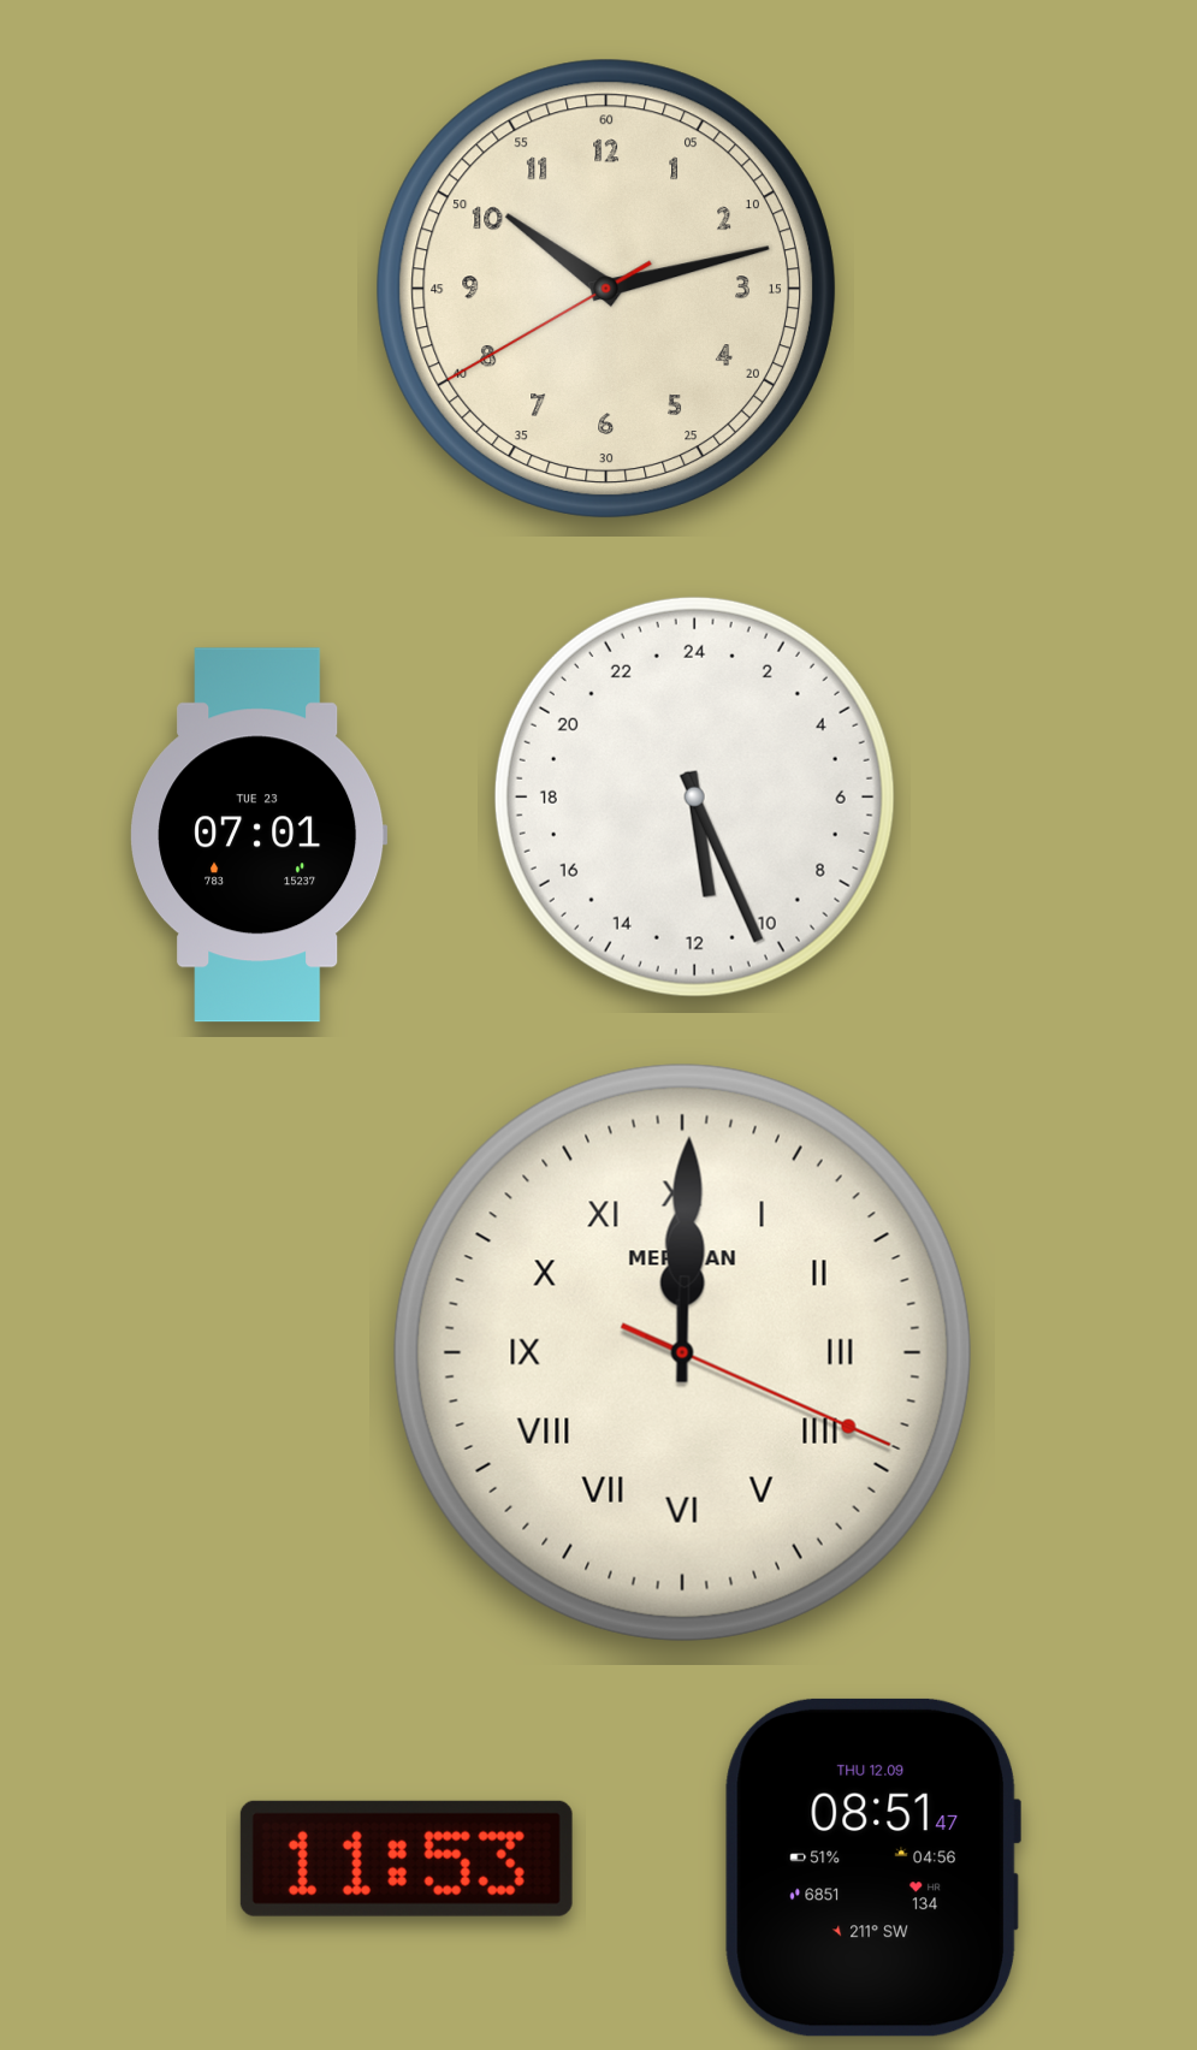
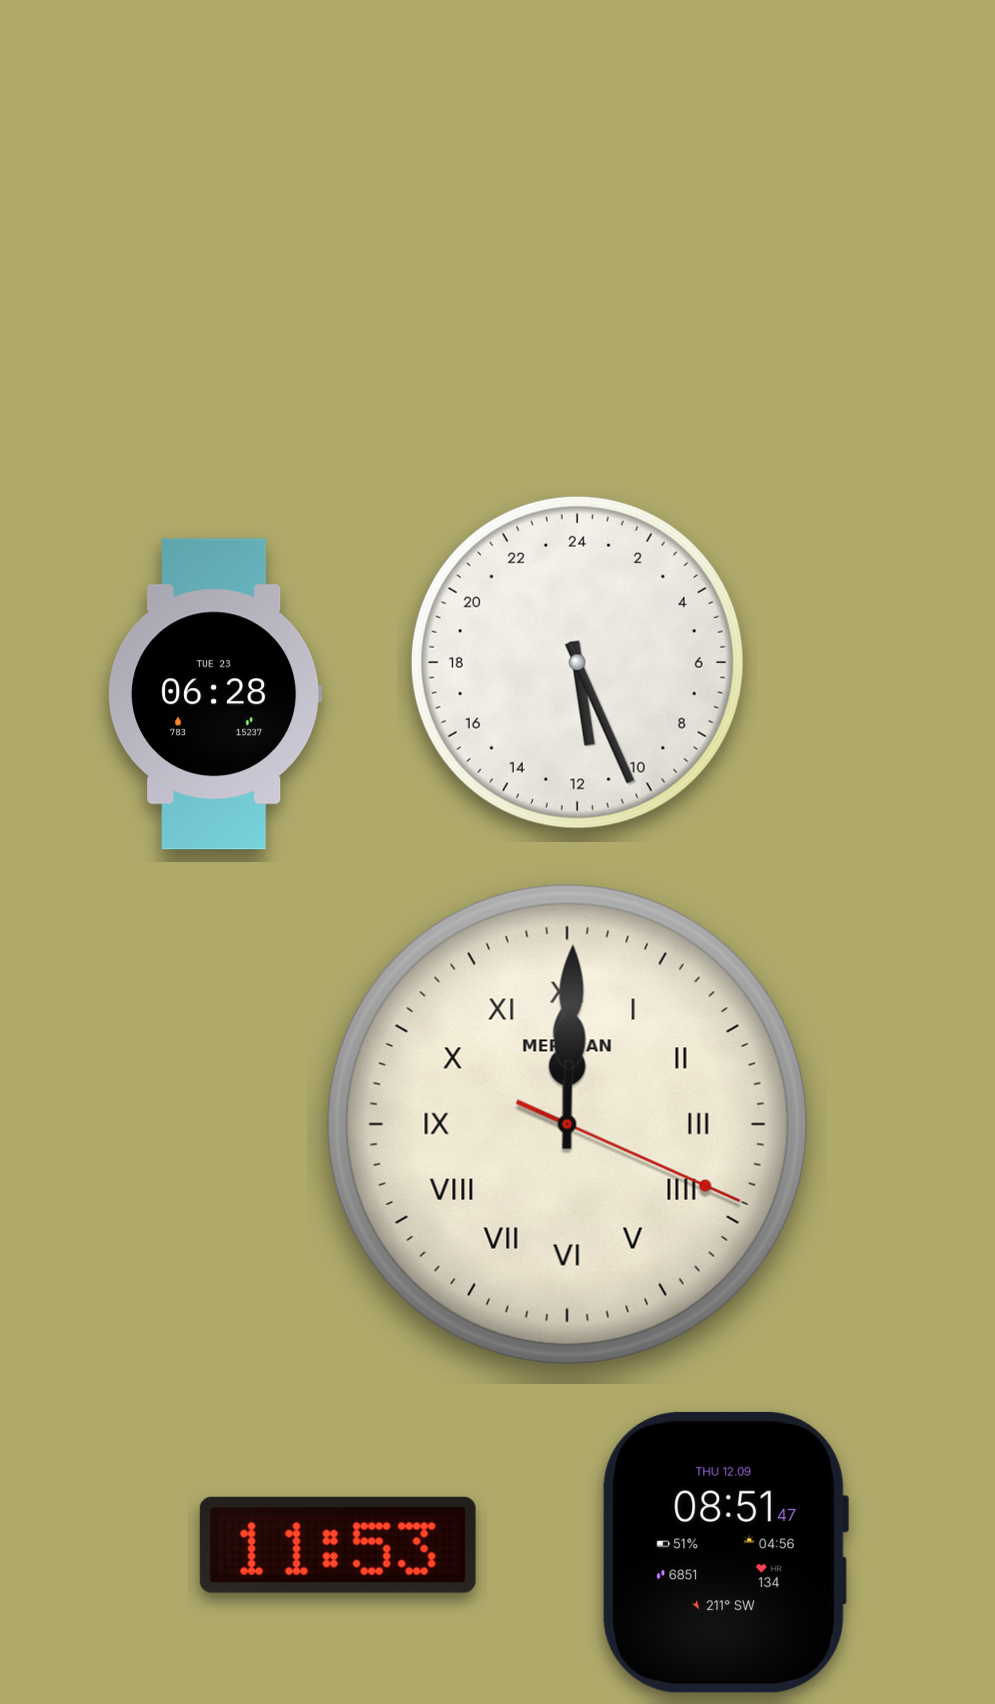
clock at (606, 289): 10:12 -> none
clock at (259, 835): 07:01 -> 06:28
